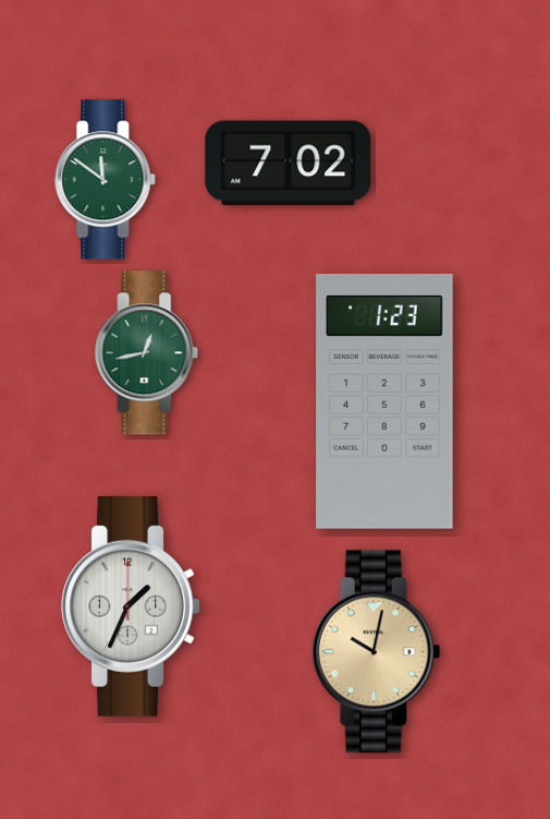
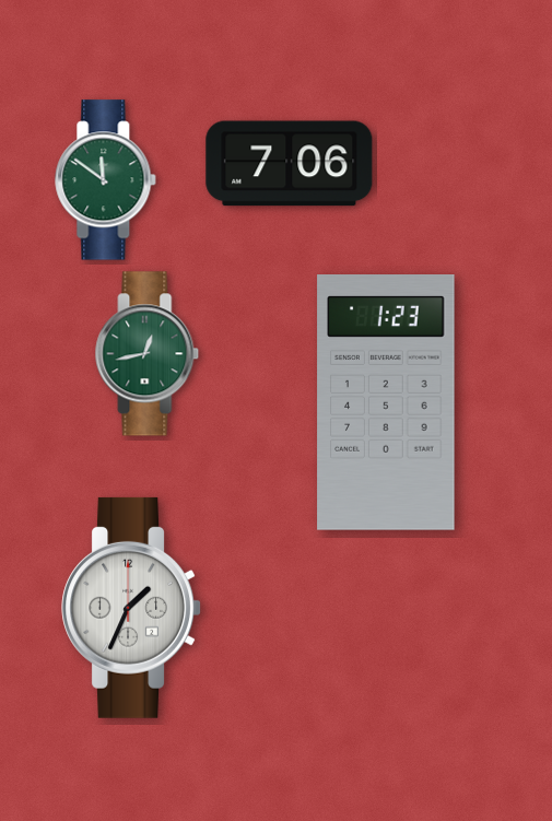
clock at (289, 164): 7:02 -> 7:06
clock at (377, 652): 10:02 -> none
